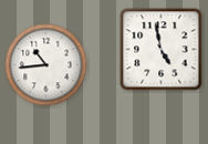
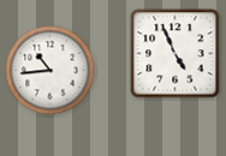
clock at (162, 50): 4:58 -> 4:56
